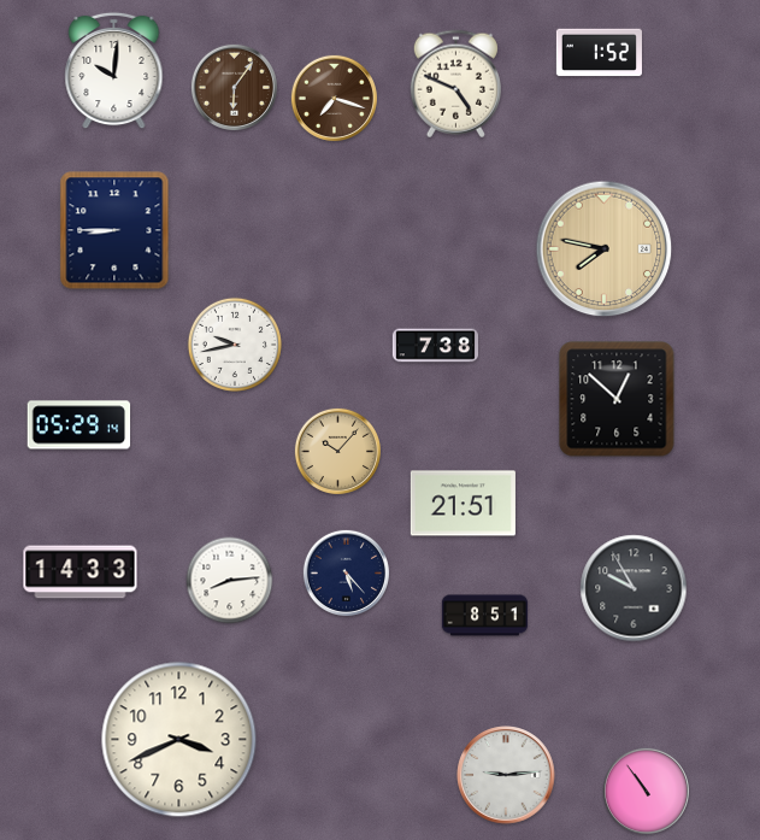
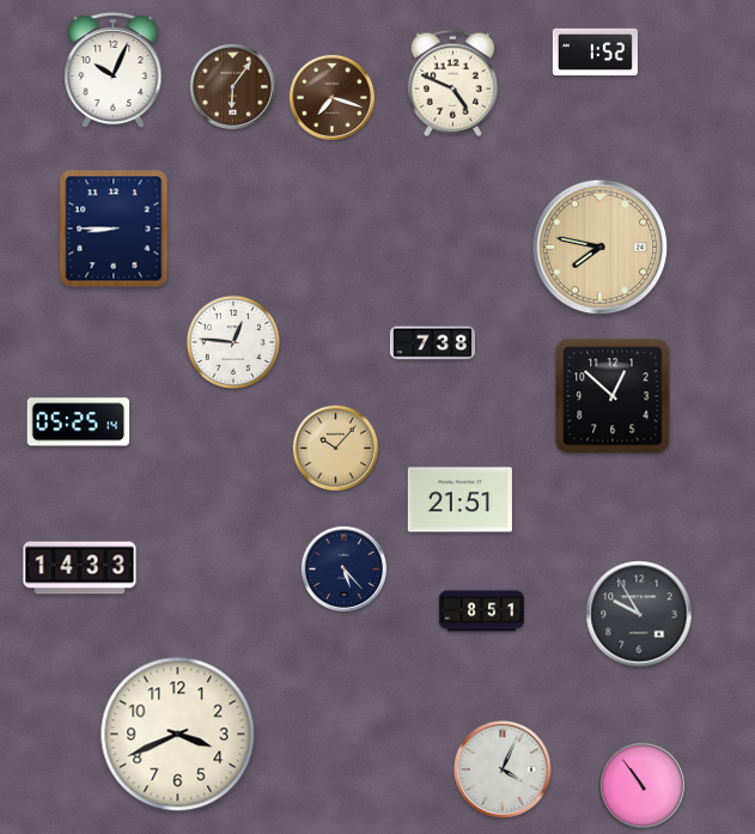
clock at (114, 71): 10:01 -> 10:04
clock at (235, 345): 9:43 -> 12:46
clock at (79, 425): 05:29 -> 05:25
clock at (230, 581): 8:14 -> none
clock at (634, 588) position: (634, 588) -> (639, 614)
clock at (506, 775): 9:14 -> 4:04
